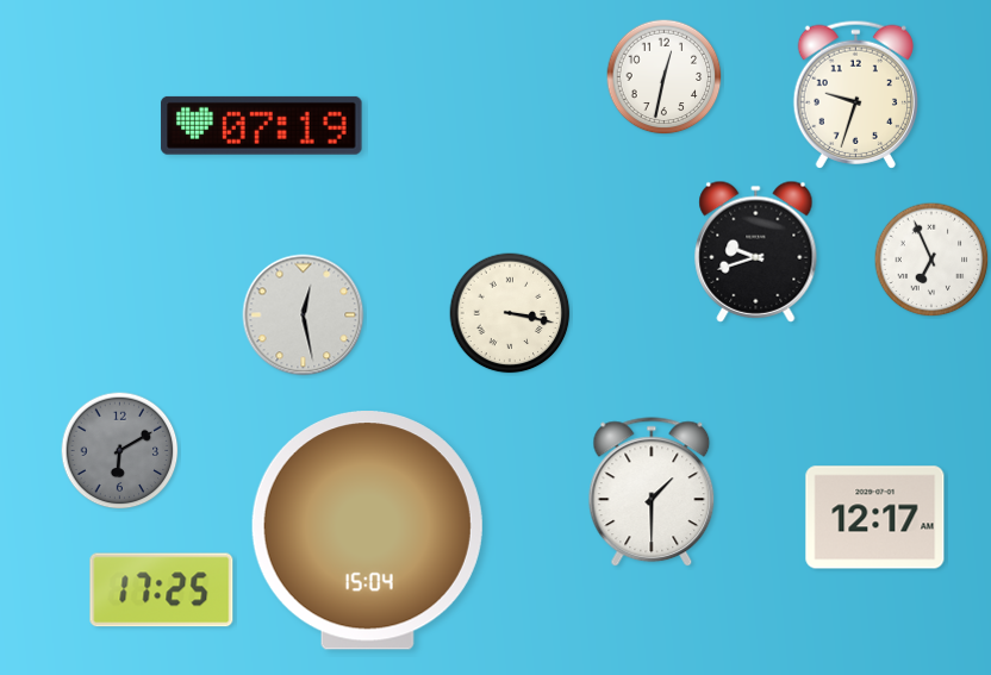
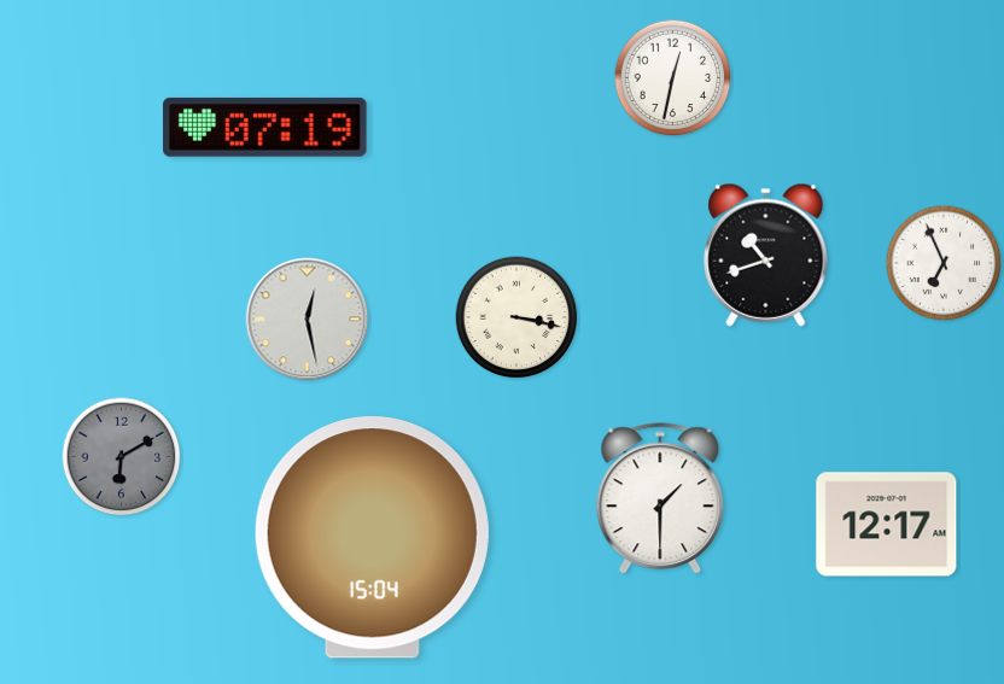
clock at (855, 94): 9:33 -> none
clock at (756, 251): 9:42 -> 10:42
clock at (162, 590): 17:25 -> none
